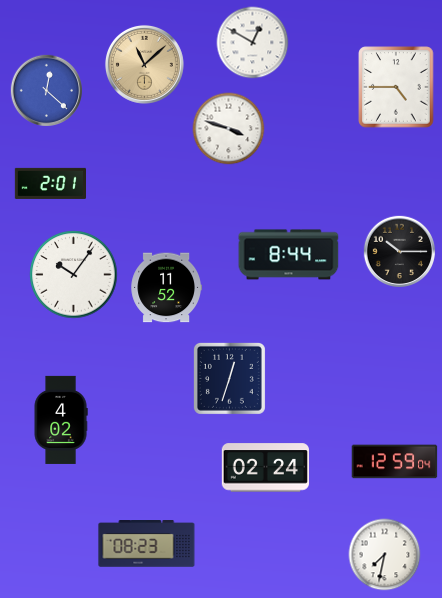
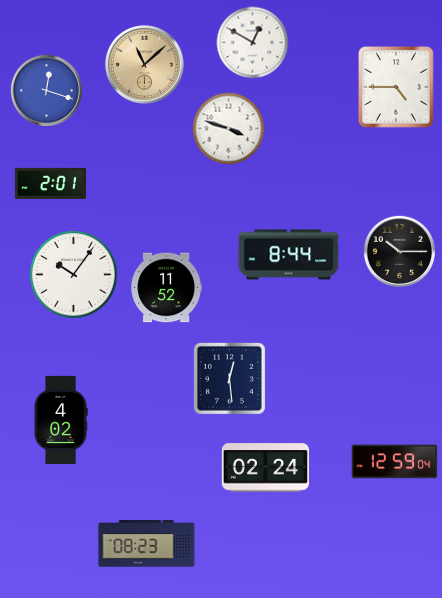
clock at (46, 90): 12:22 -> 12:18
clock at (229, 378): 12:33 -> 12:29
clock at (385, 555): 7:32 -> none
